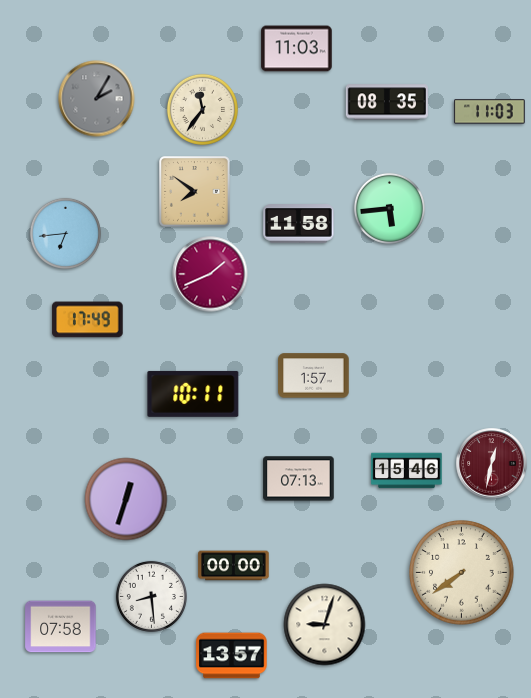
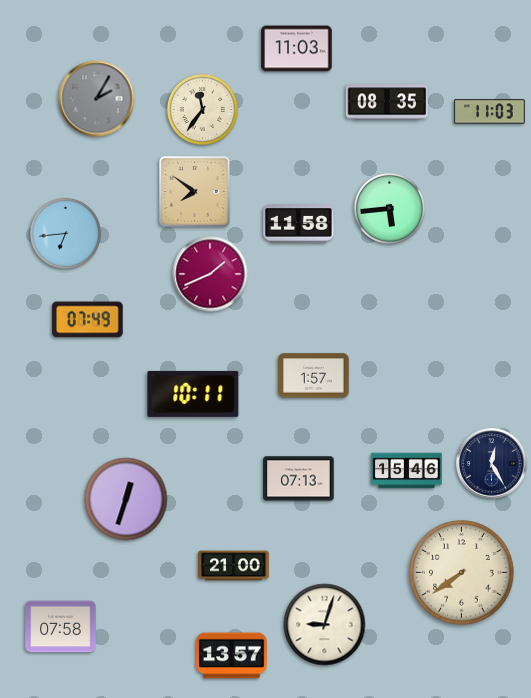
clock at (88, 320): 17:49 -> 07:49
clock at (492, 464): 12:32 -> 12:25
clock at (492, 464) dial: burgundy -> navy
clock at (234, 566): 00:00 -> 21:00
clock at (151, 596): 8:29 -> none
